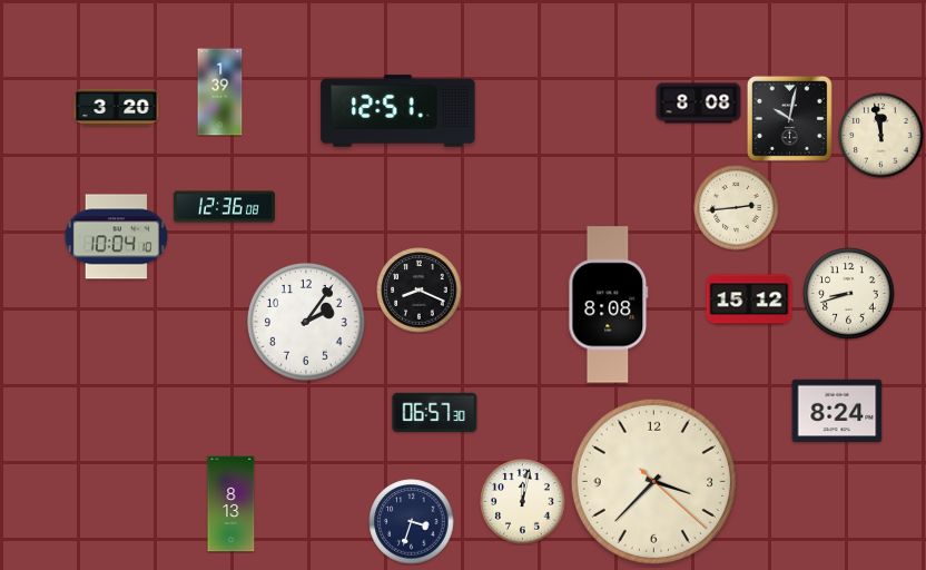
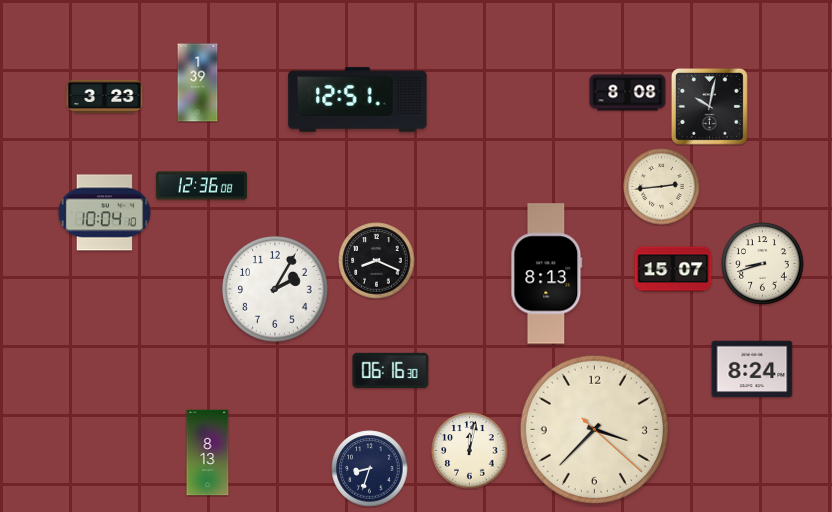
clock at (117, 108): 3:20 -> 3:23
clock at (881, 136): 11:58 -> none
clock at (749, 299): 15:12 -> 15:07
clock at (609, 305): 8:08 -> 8:13
clock at (306, 322): 2:06 -> 2:05
clock at (435, 413): 06:57 -> 06:16
clock at (653, 481) position: (653, 481) -> (594, 429)
clock at (412, 522): 3:33 -> 8:33
